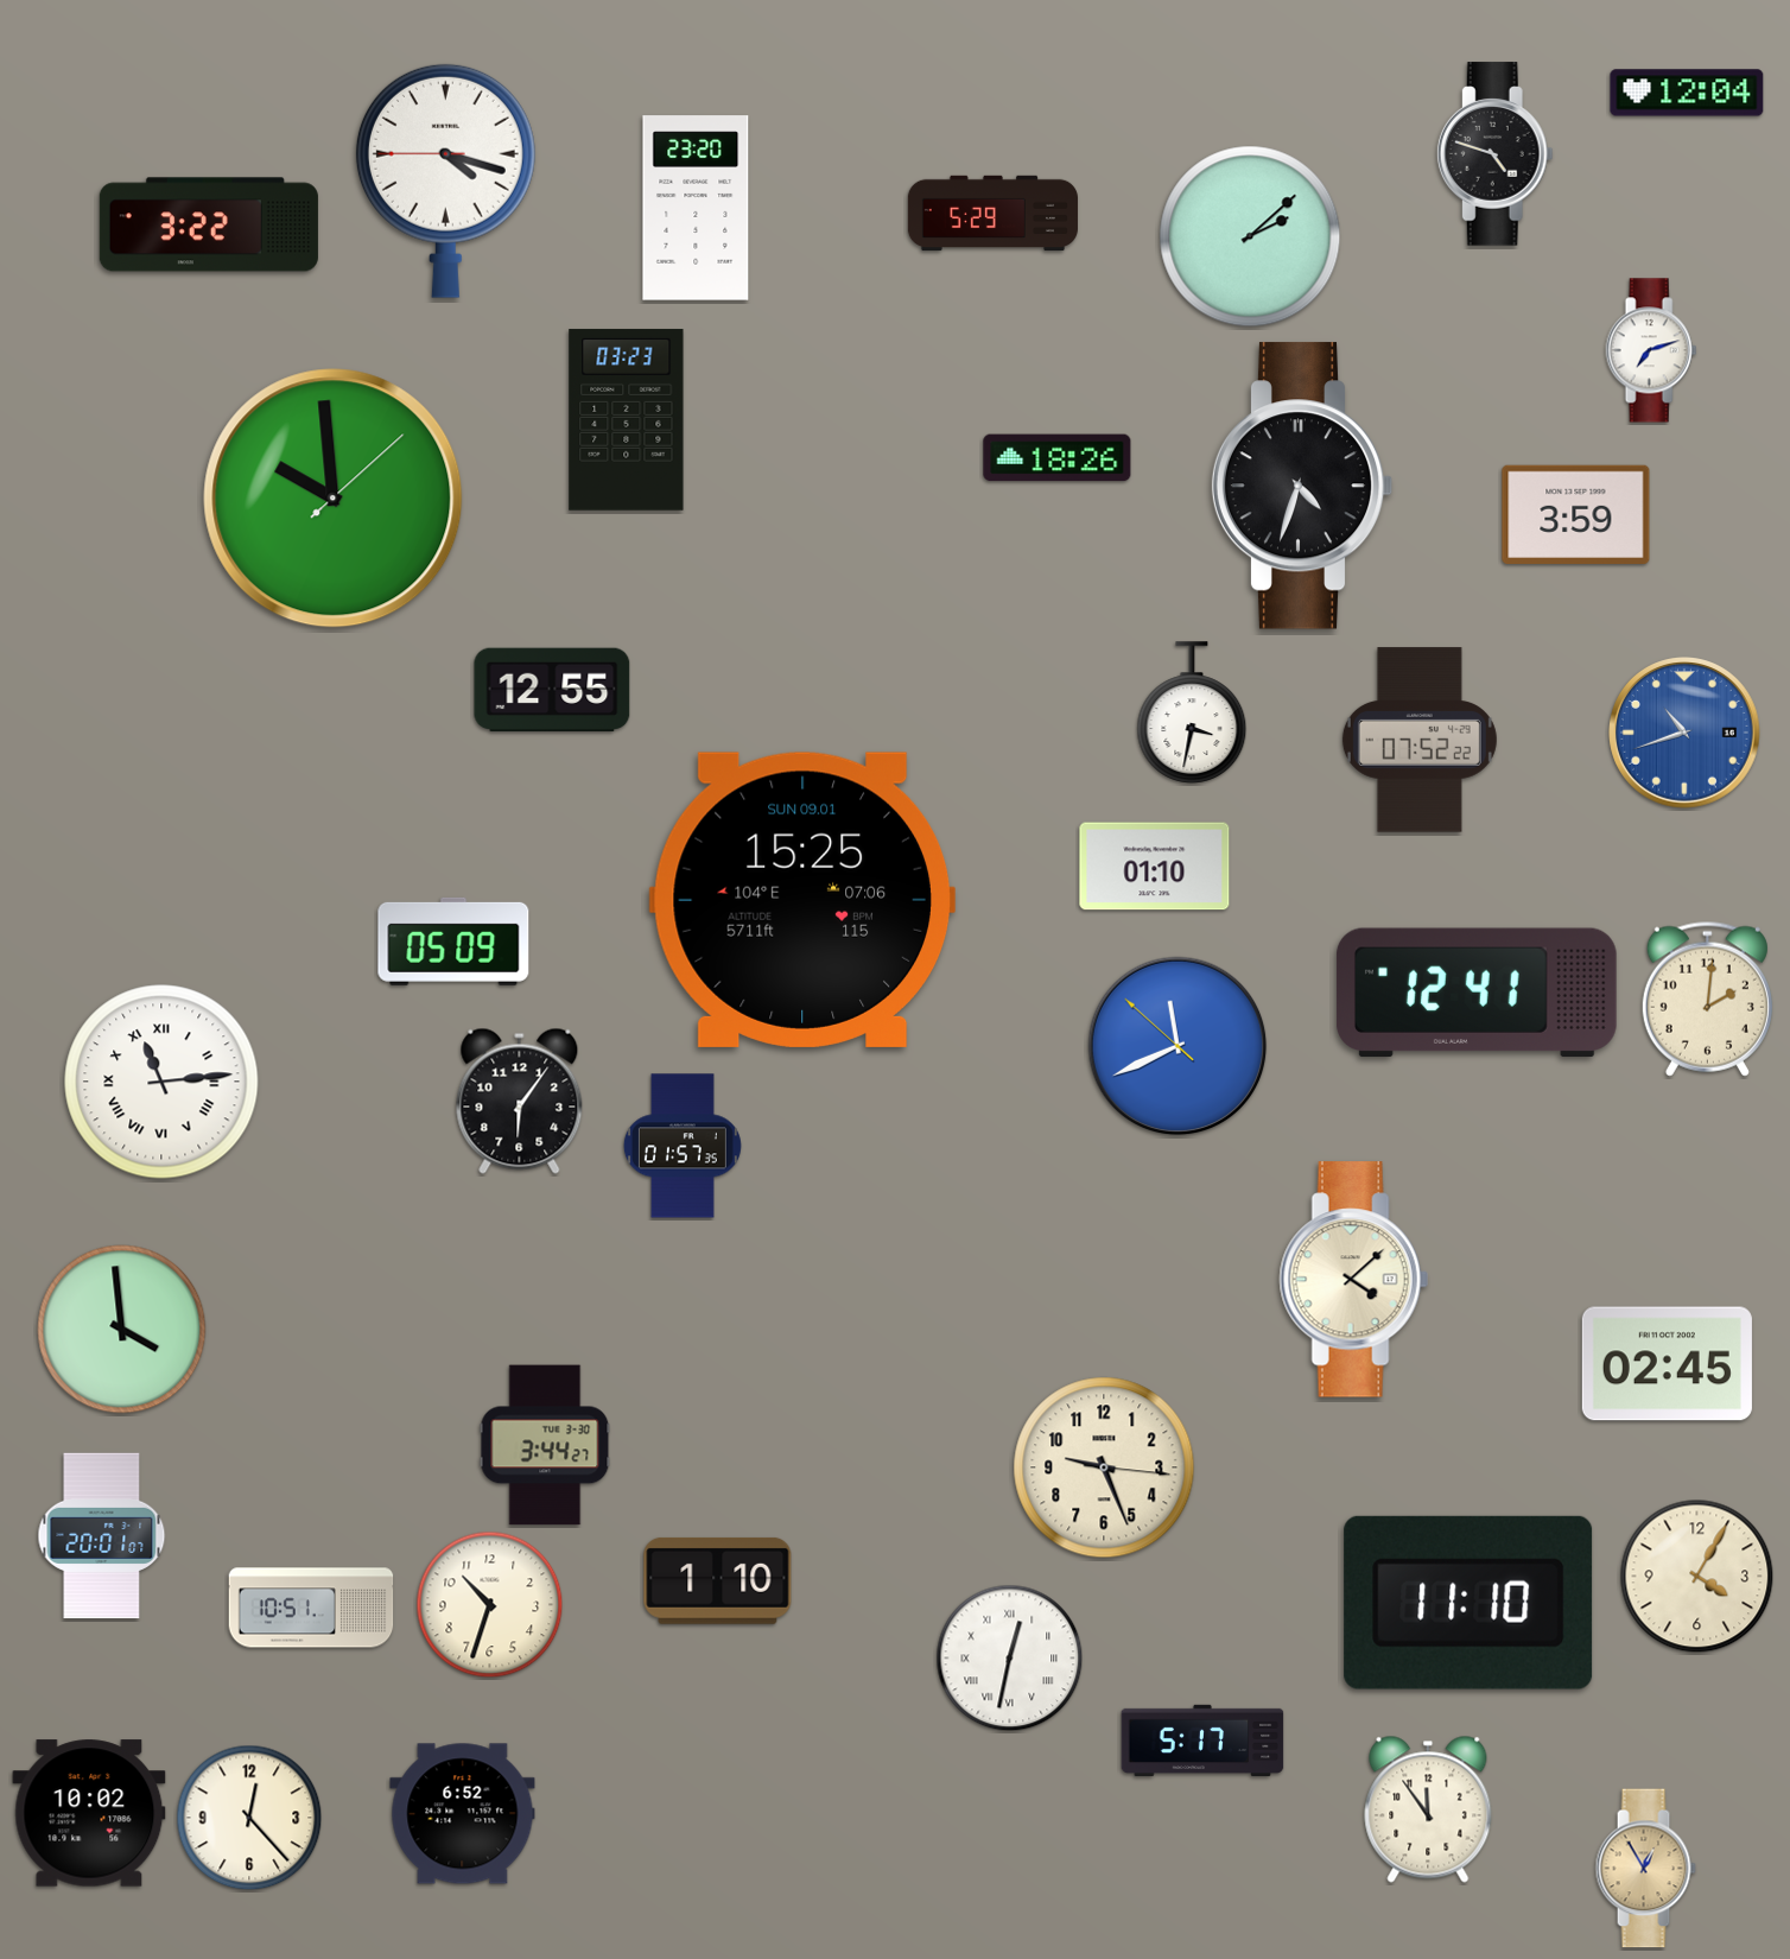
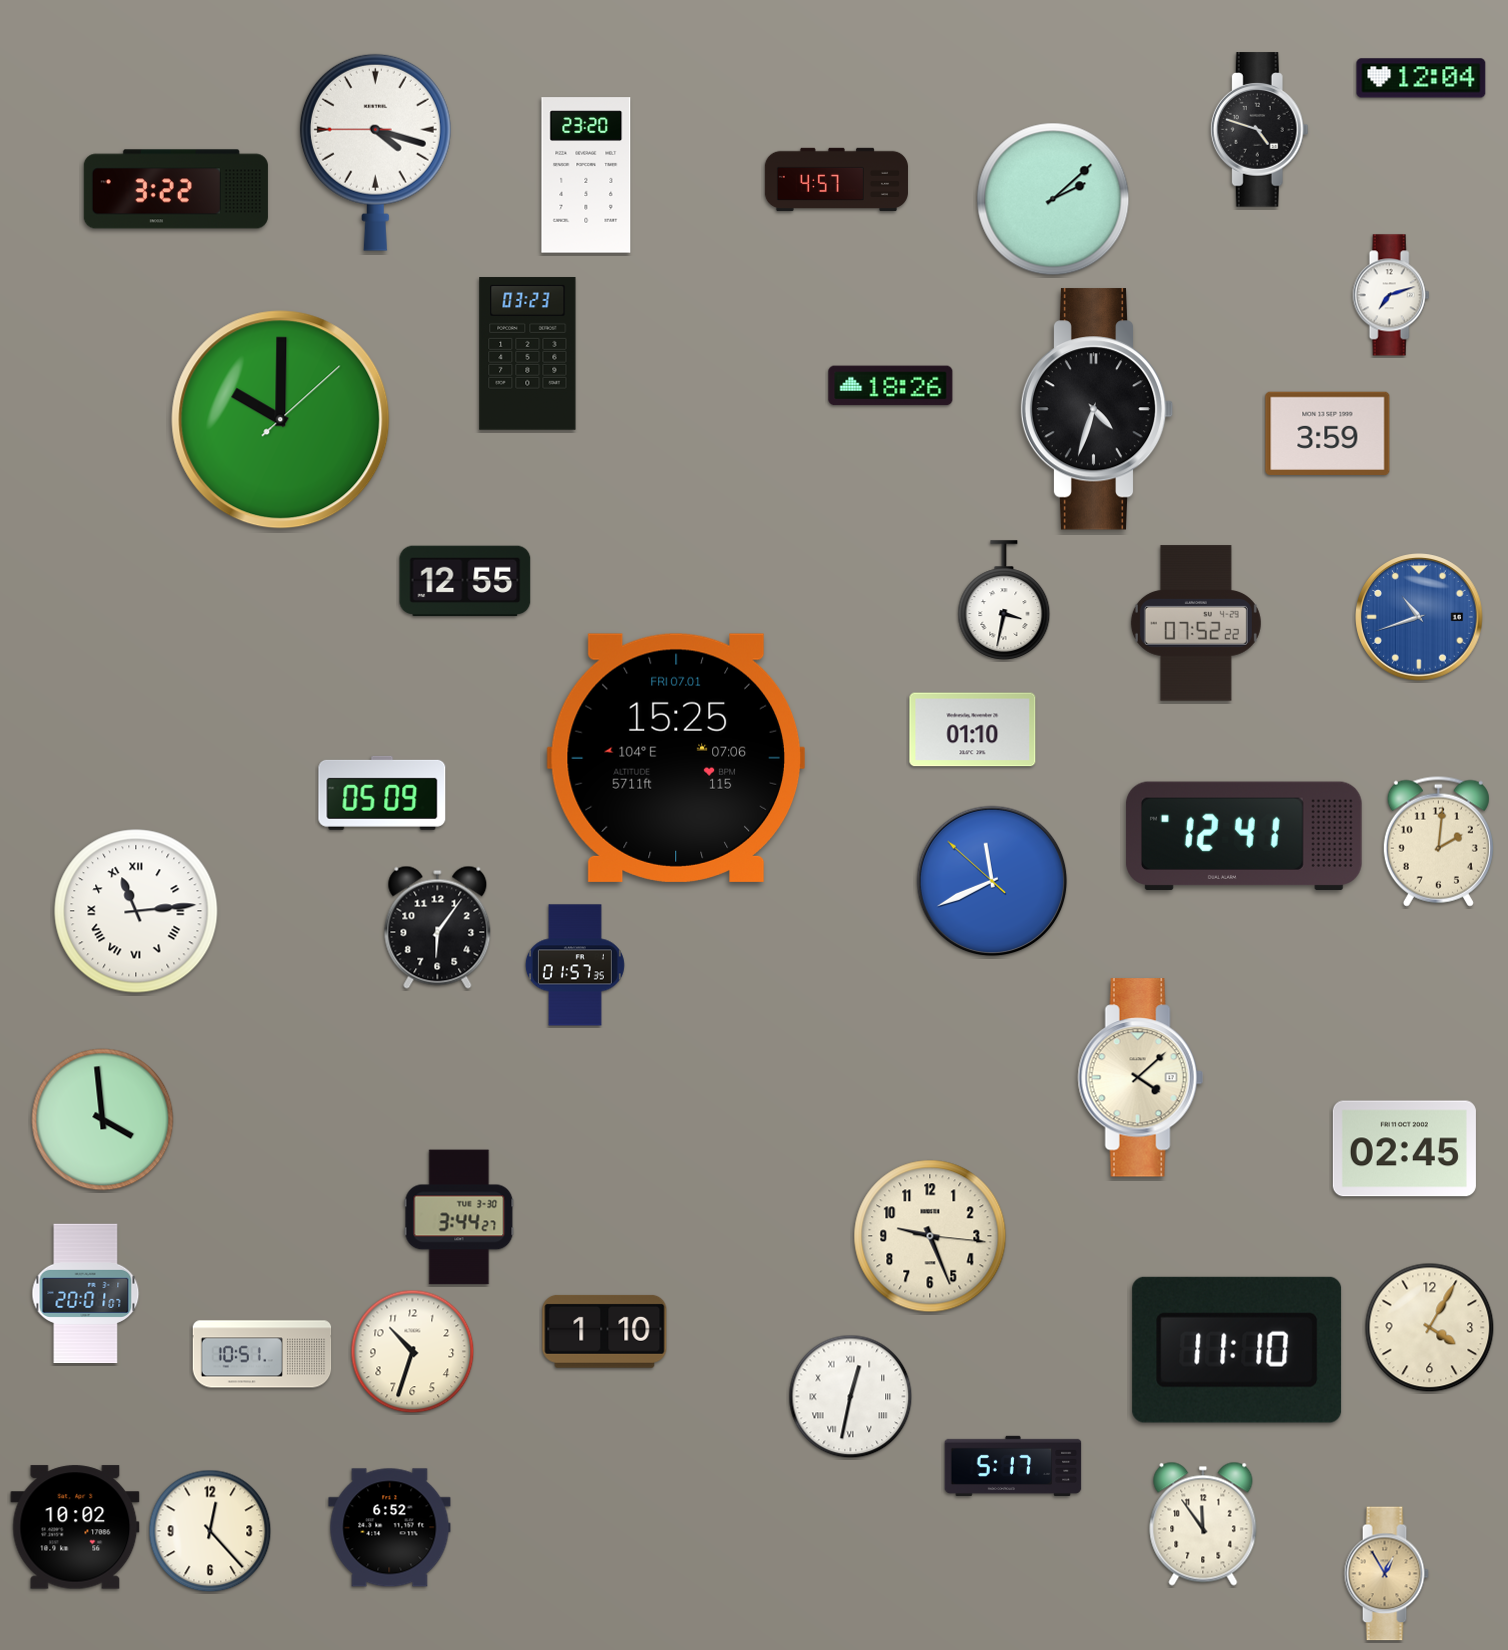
clock at (992, 214): 5:29 -> 4:57
clock at (334, 499): 9:59 -> 10:00
clock at (802, 900) date: SUN 09.01 -> FRI 07.01
